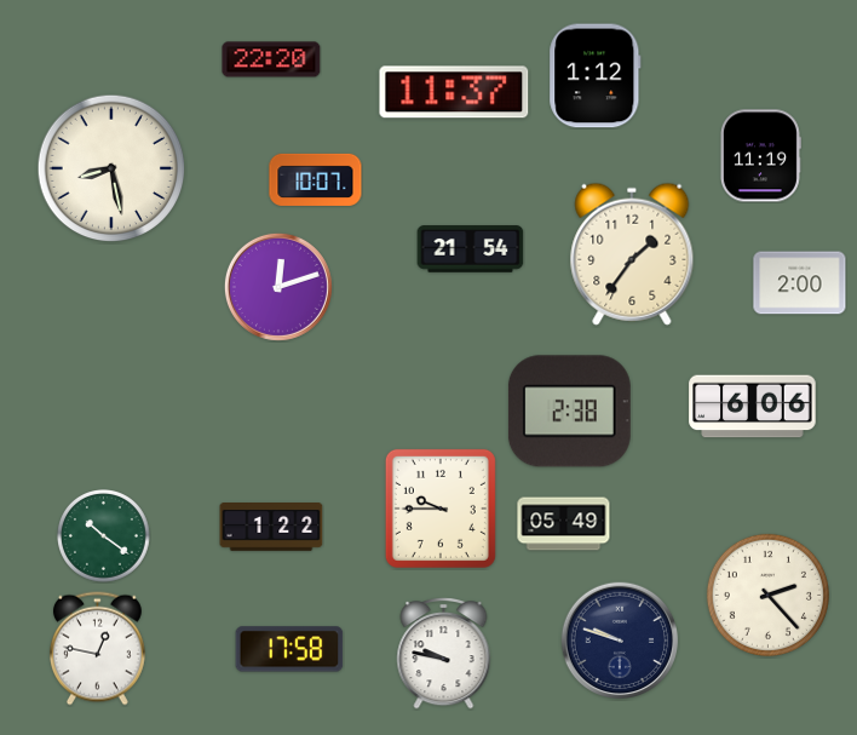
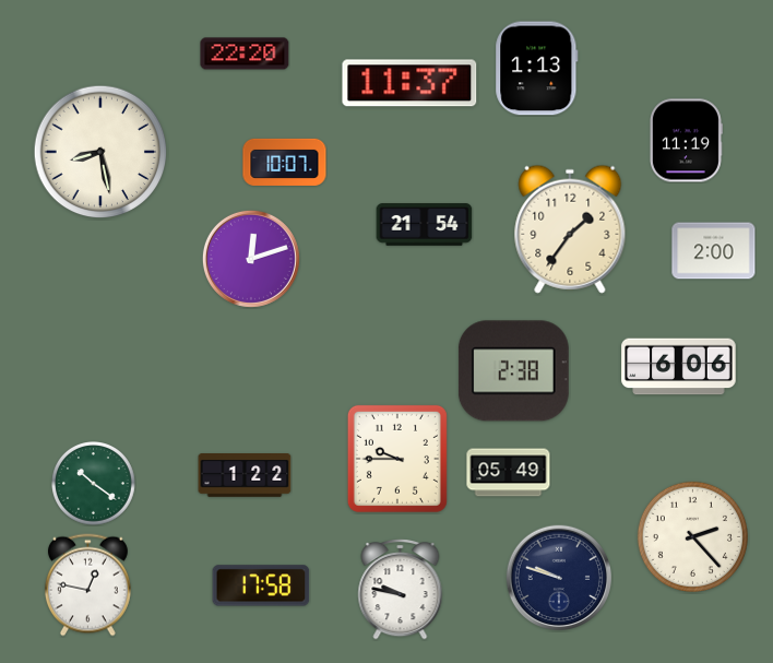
clock at (596, 76): 1:12 -> 1:13
clock at (800, 283) position: (800, 283) -> (714, 251)
